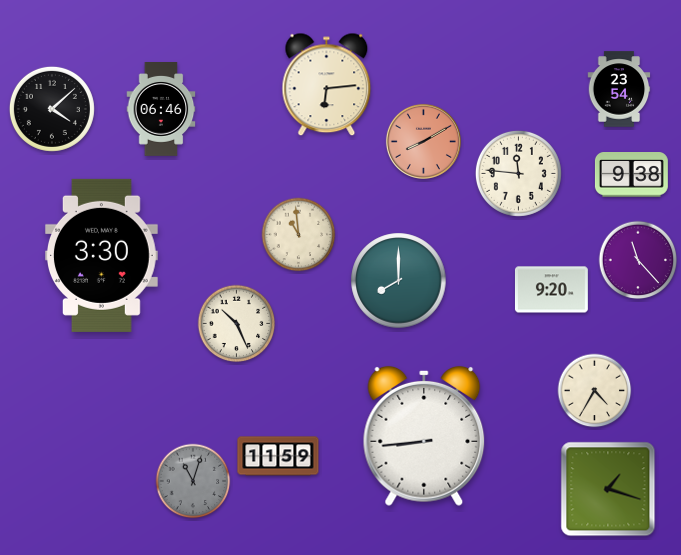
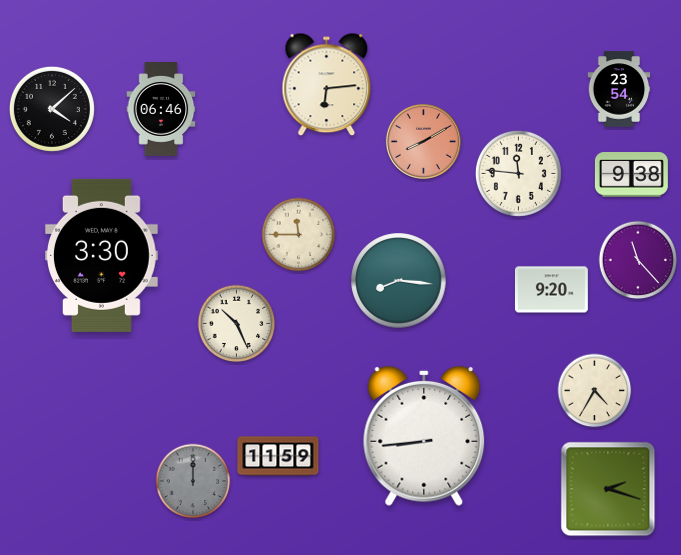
clock at (299, 235): 10:59 -> 11:45
clock at (399, 281): 8:00 -> 8:16
clock at (193, 481): 11:03 -> 12:00
clock at (608, 489): 1:18 -> 2:18
